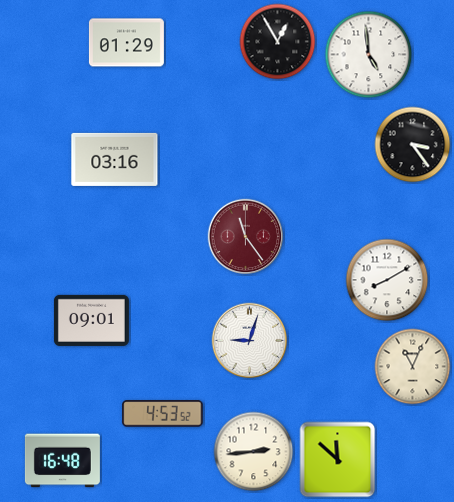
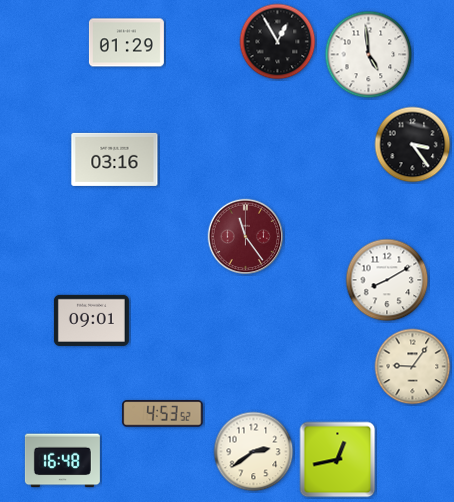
clock at (250, 341): 9:03 -> none
clock at (413, 367): 11:04 -> 9:06
clock at (254, 452): 2:44 -> 2:39
clock at (338, 460): 11:52 -> 12:43
